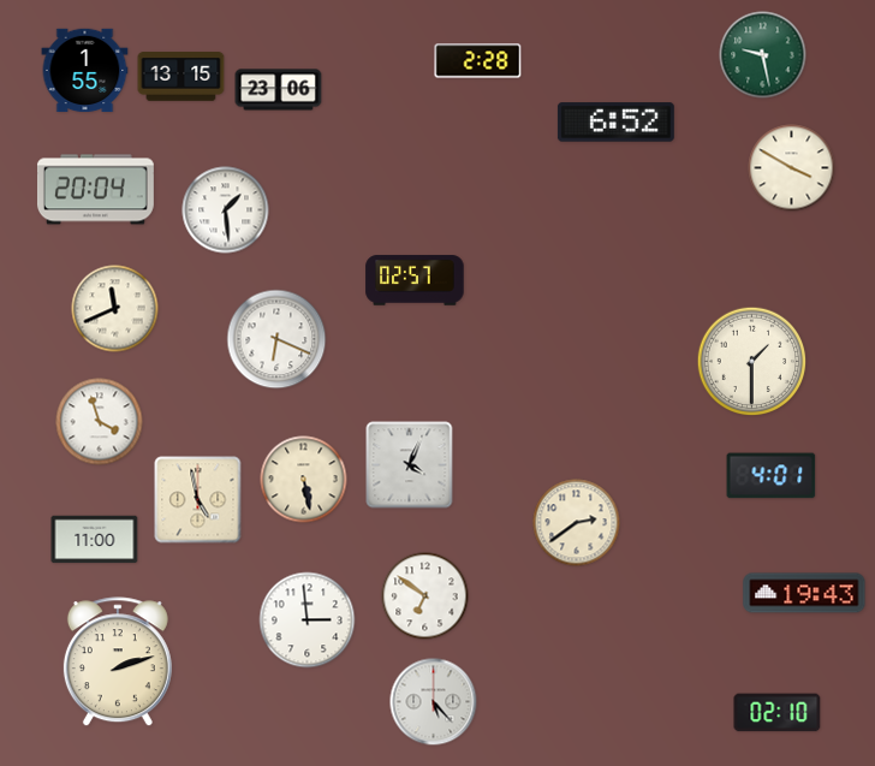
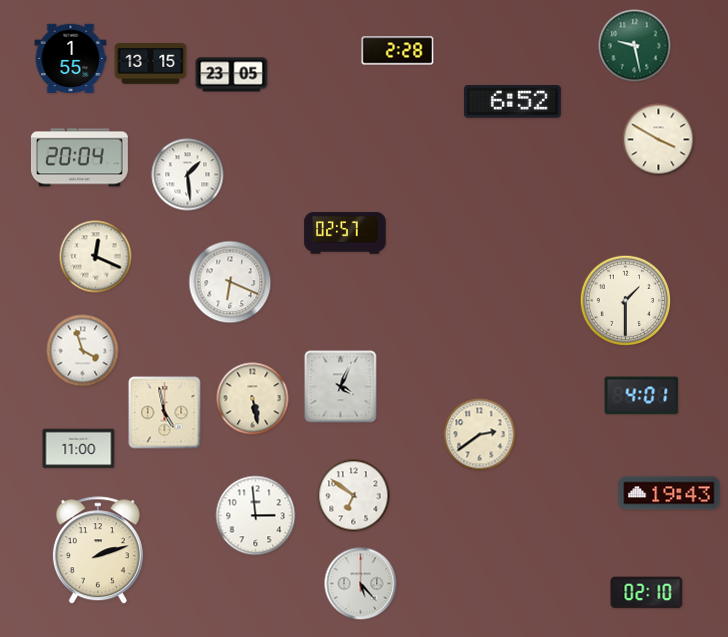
clock at (279, 90): 23:06 -> 23:05
clock at (115, 309): 11:41 -> 12:19
clock at (198, 500) position: (198, 500) -> (165, 413)
